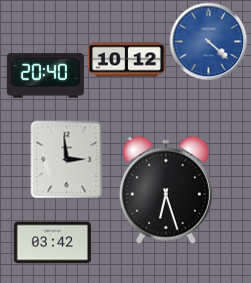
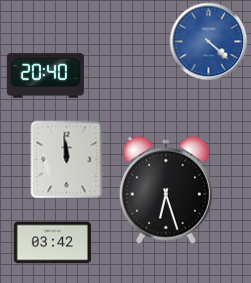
clock at (126, 60): 10:12 -> none
clock at (67, 159): 2:59 -> 11:59
